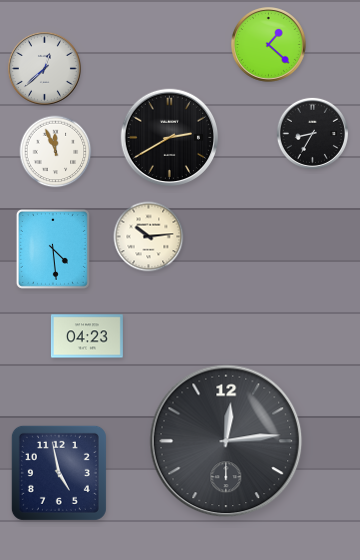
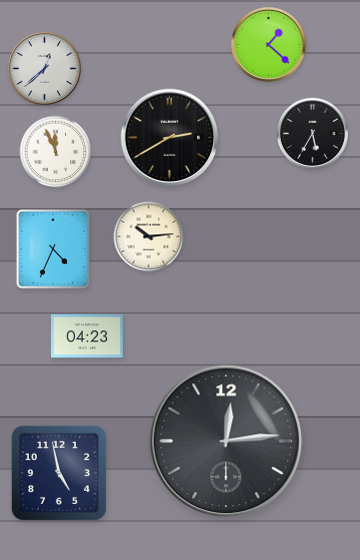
clock at (312, 133): 8:35 -> 5:35
clock at (53, 249): 4:29 -> 4:34
